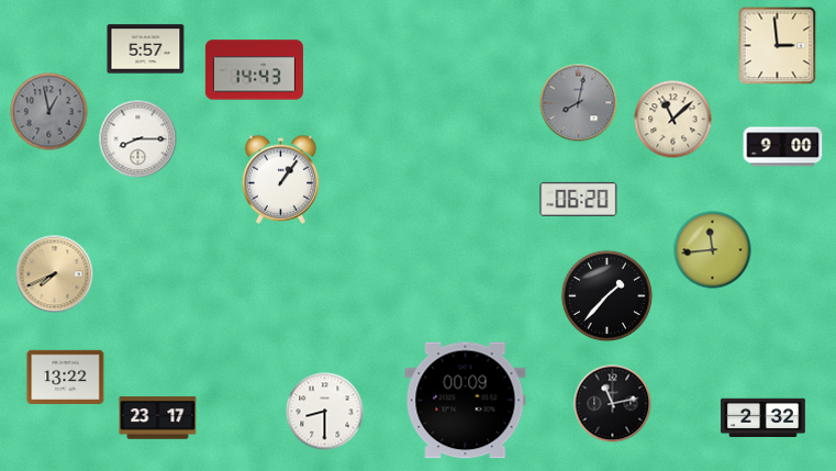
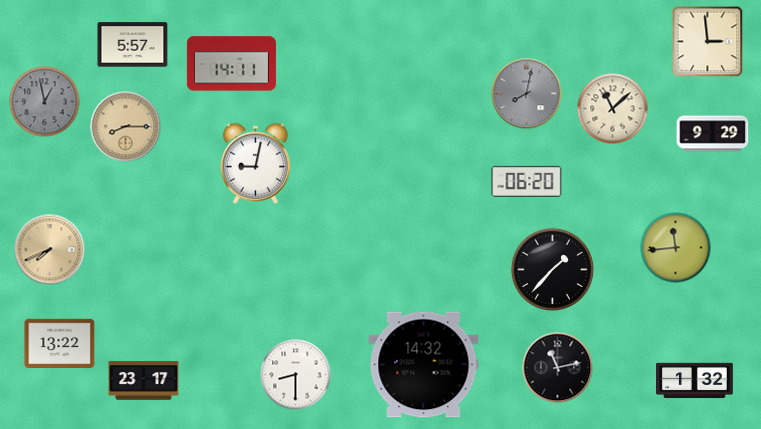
clock at (254, 70): 14:43 -> 14:11
clock at (138, 139) dial: white -> champagne
clock at (783, 147): 9:00 -> 9:29
clock at (280, 179): 1:06 -> 9:02
clock at (713, 250) position: (713, 250) -> (676, 248)
clock at (466, 401): 00:09 -> 14:32
clock at (763, 418): 2:32 -> 1:32
